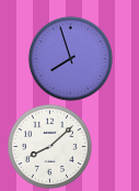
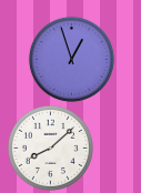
clock at (70, 58): 7:57 -> 12:57
